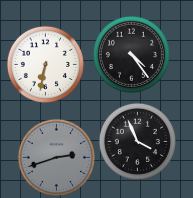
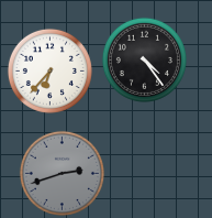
clock at (45, 64): 6:32 -> 6:37
clock at (137, 141): 3:56 -> none
